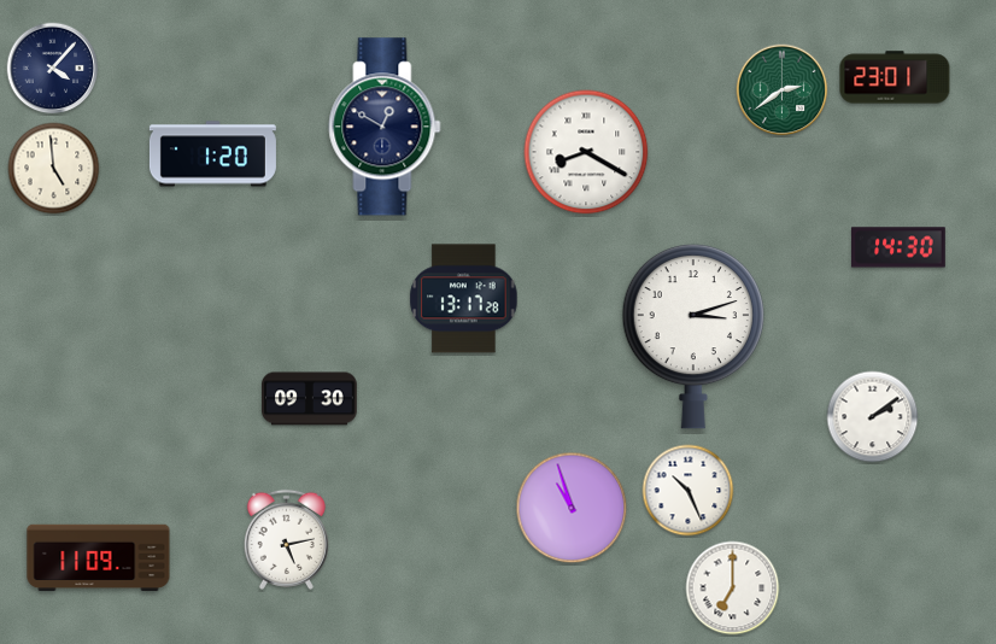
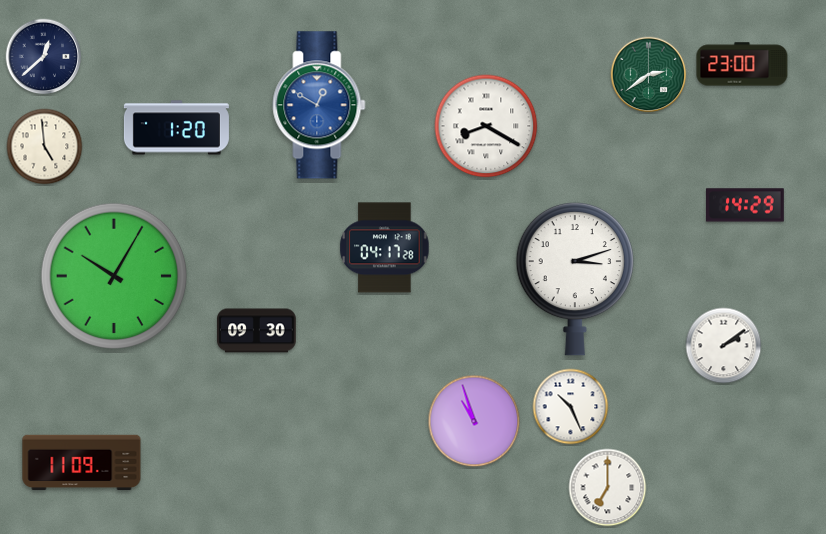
clock at (53, 69): 4:07 -> 12:38
clock at (895, 77): 23:01 -> 23:00
clock at (385, 127) dial: navy -> blue
clock at (54, 169) position: (54, 169) -> (45, 147)
clock at (900, 247): 14:30 -> 14:29
clock at (464, 299): 13:17 -> 04:17
clock at (114, 276): none -> 10:05
clock at (286, 539): 5:13 -> none
